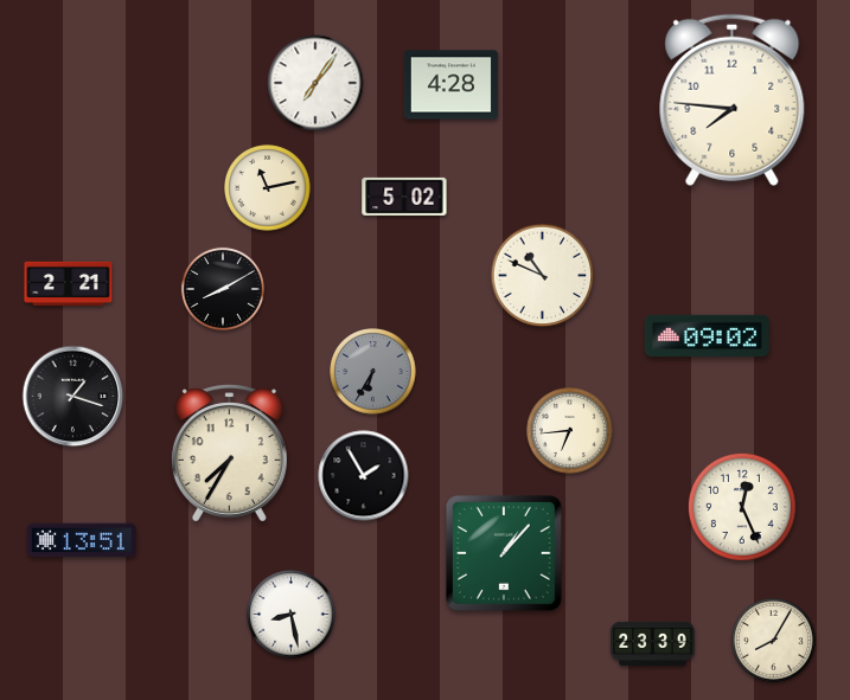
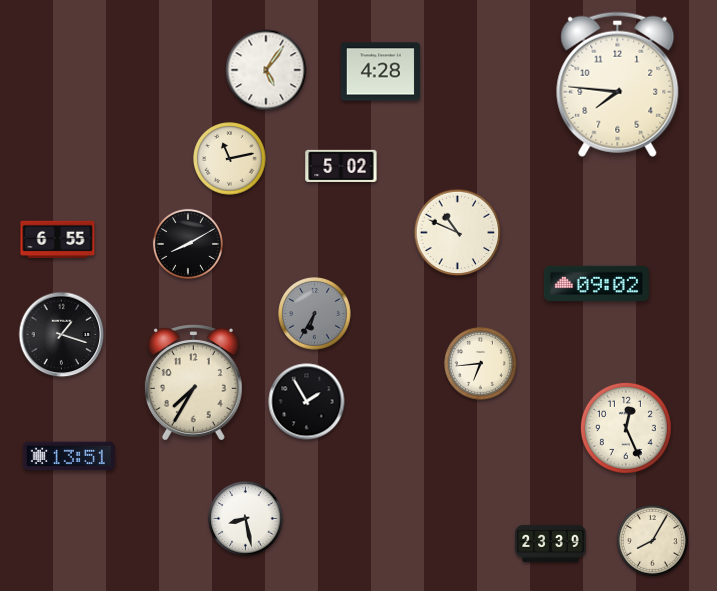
clock at (315, 83): 7:06 -> 5:06
clock at (268, 188) position: (268, 188) -> (230, 159)
clock at (69, 283): 2:21 -> 6:55
clock at (505, 553): 1:07 -> none
